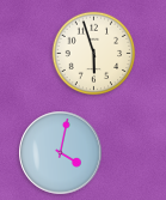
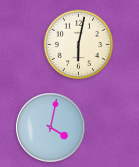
clock at (94, 54): 5:57 -> 6:02
